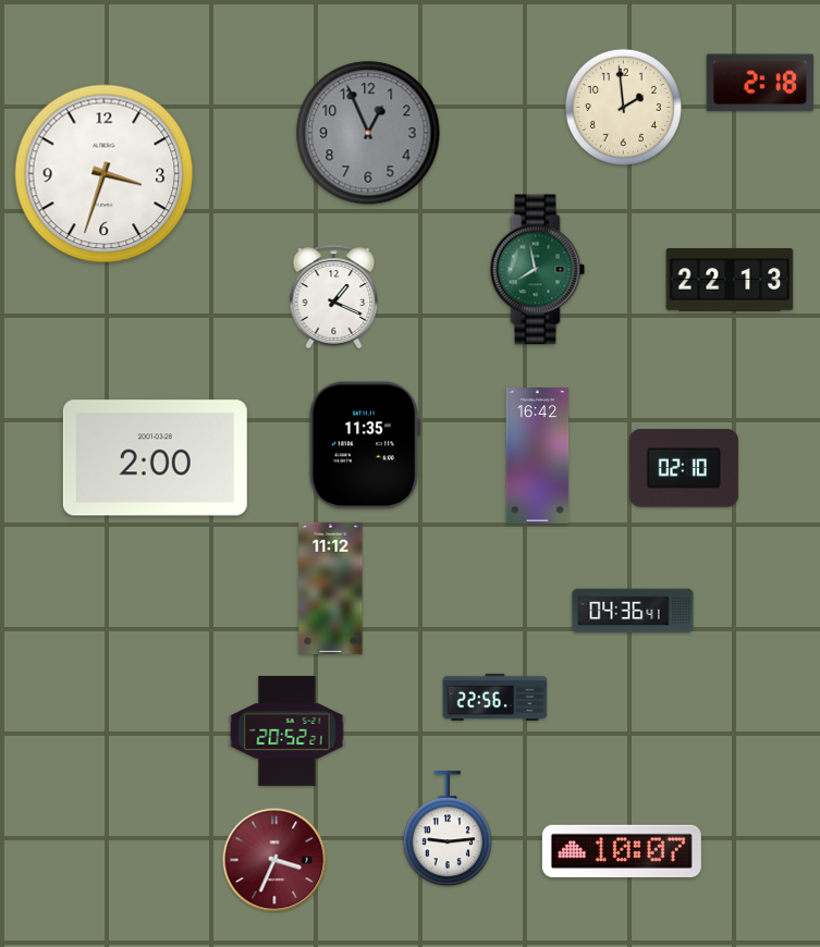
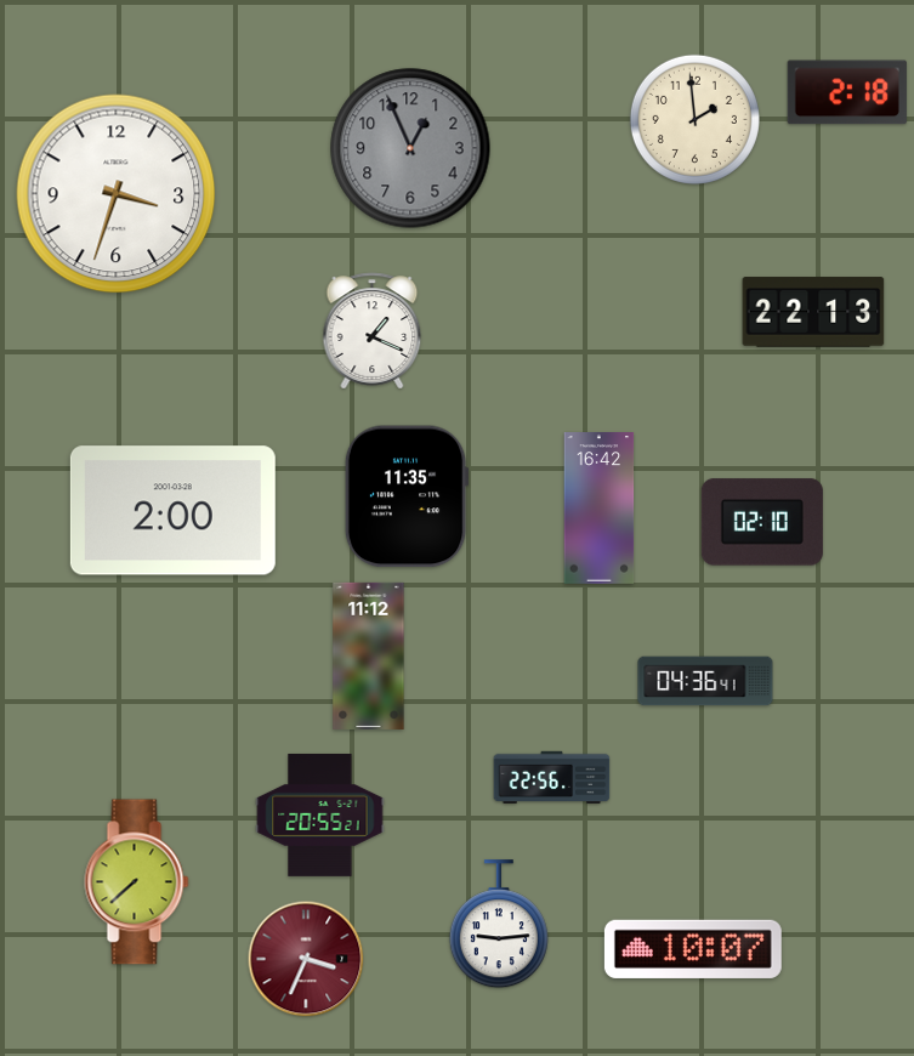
clock at (538, 270): 7:58 -> none
clock at (287, 730): 20:52 -> 20:55
clock at (137, 882): none -> 7:38
